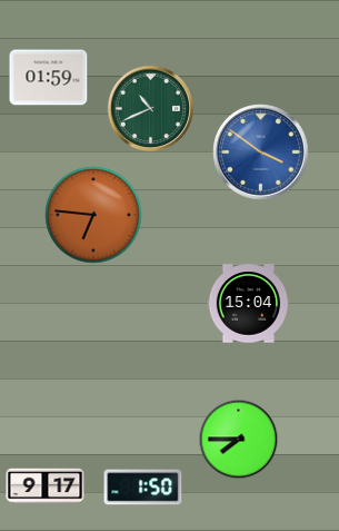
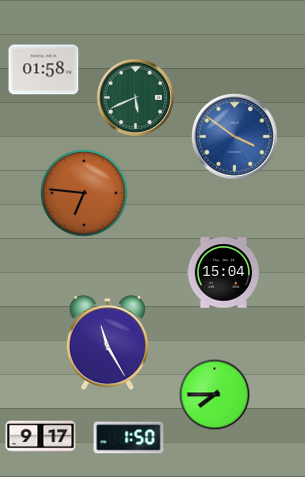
clock at (49, 78): 01:59 -> 01:58
clock at (151, 109): 10:41 -> 5:41
clock at (107, 343): none -> 11:25
